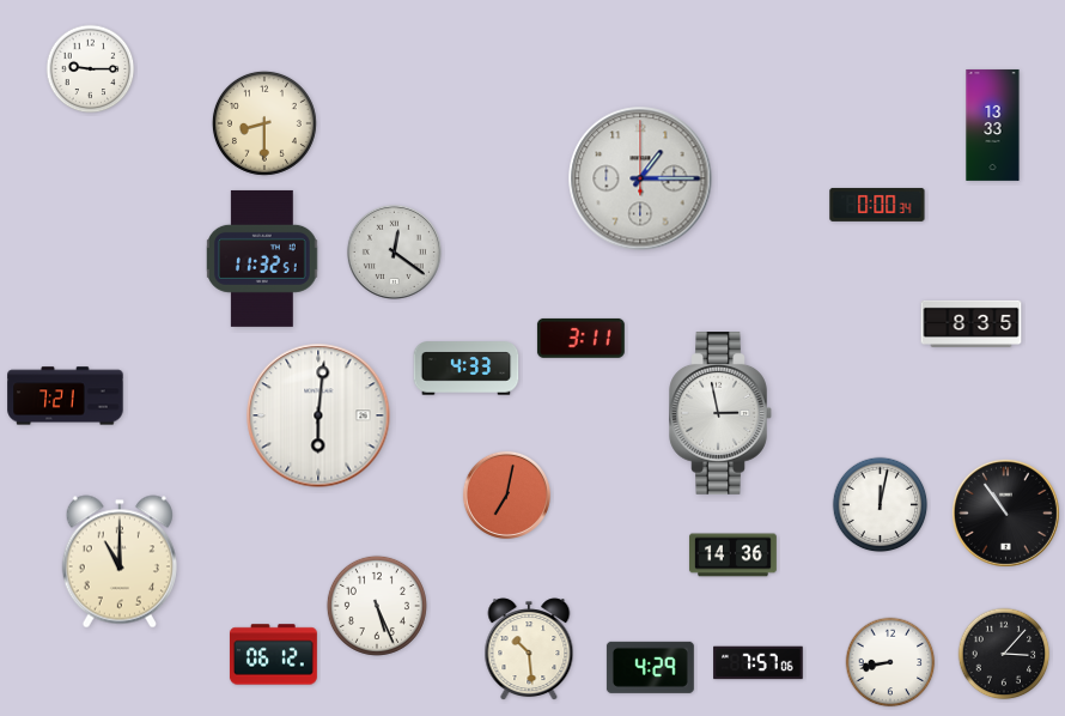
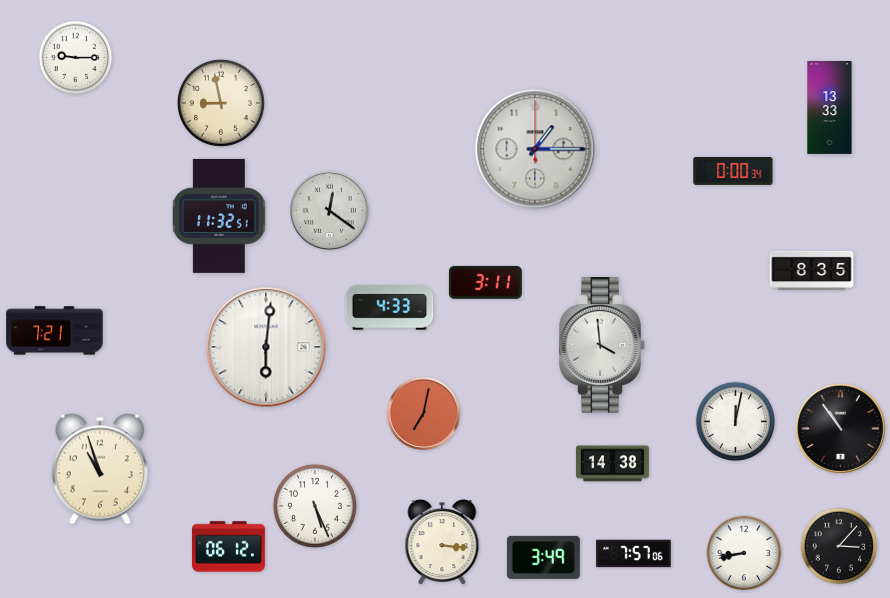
clock at (264, 123): 8:30 -> 8:58
clock at (993, 125) position: (993, 125) -> (830, 107)
clock at (720, 414): 2:58 -> 3:59
clock at (732, 556): 14:36 -> 14:38
clock at (120, 562): 11:00 -> 10:57
clock at (529, 649): 10:29 -> 3:16
clock at (650, 667): 4:29 -> 3:49
